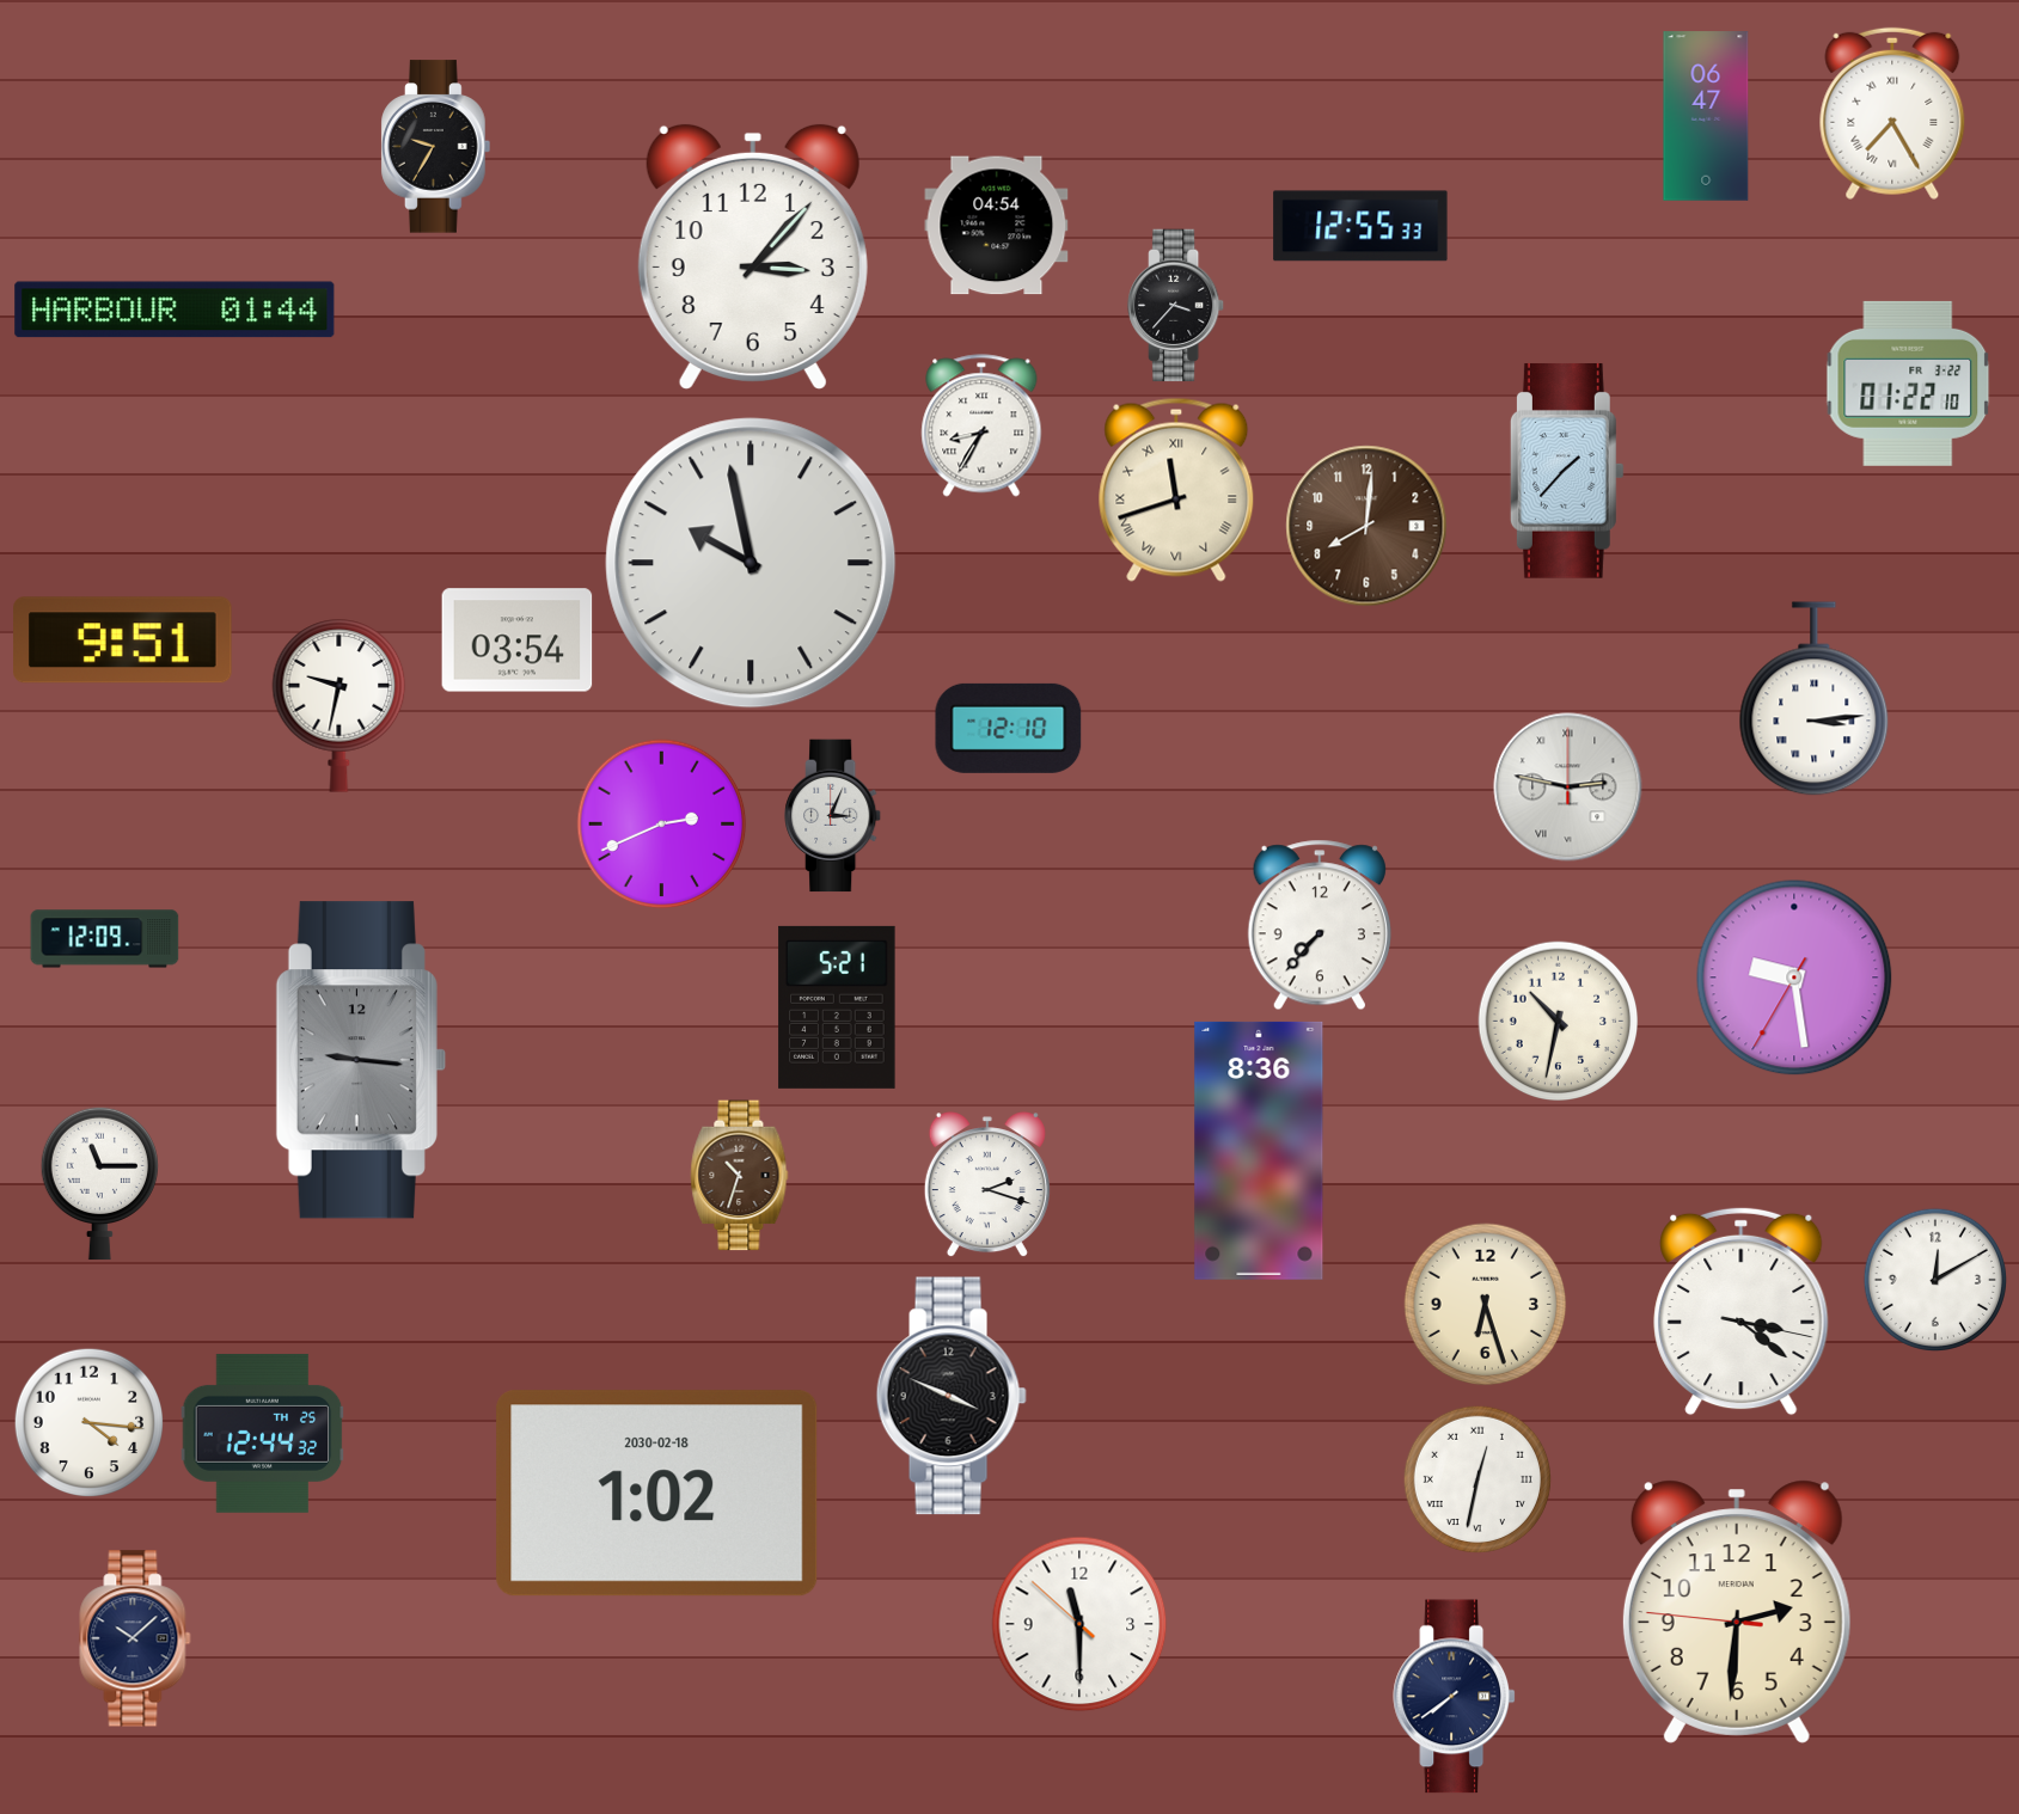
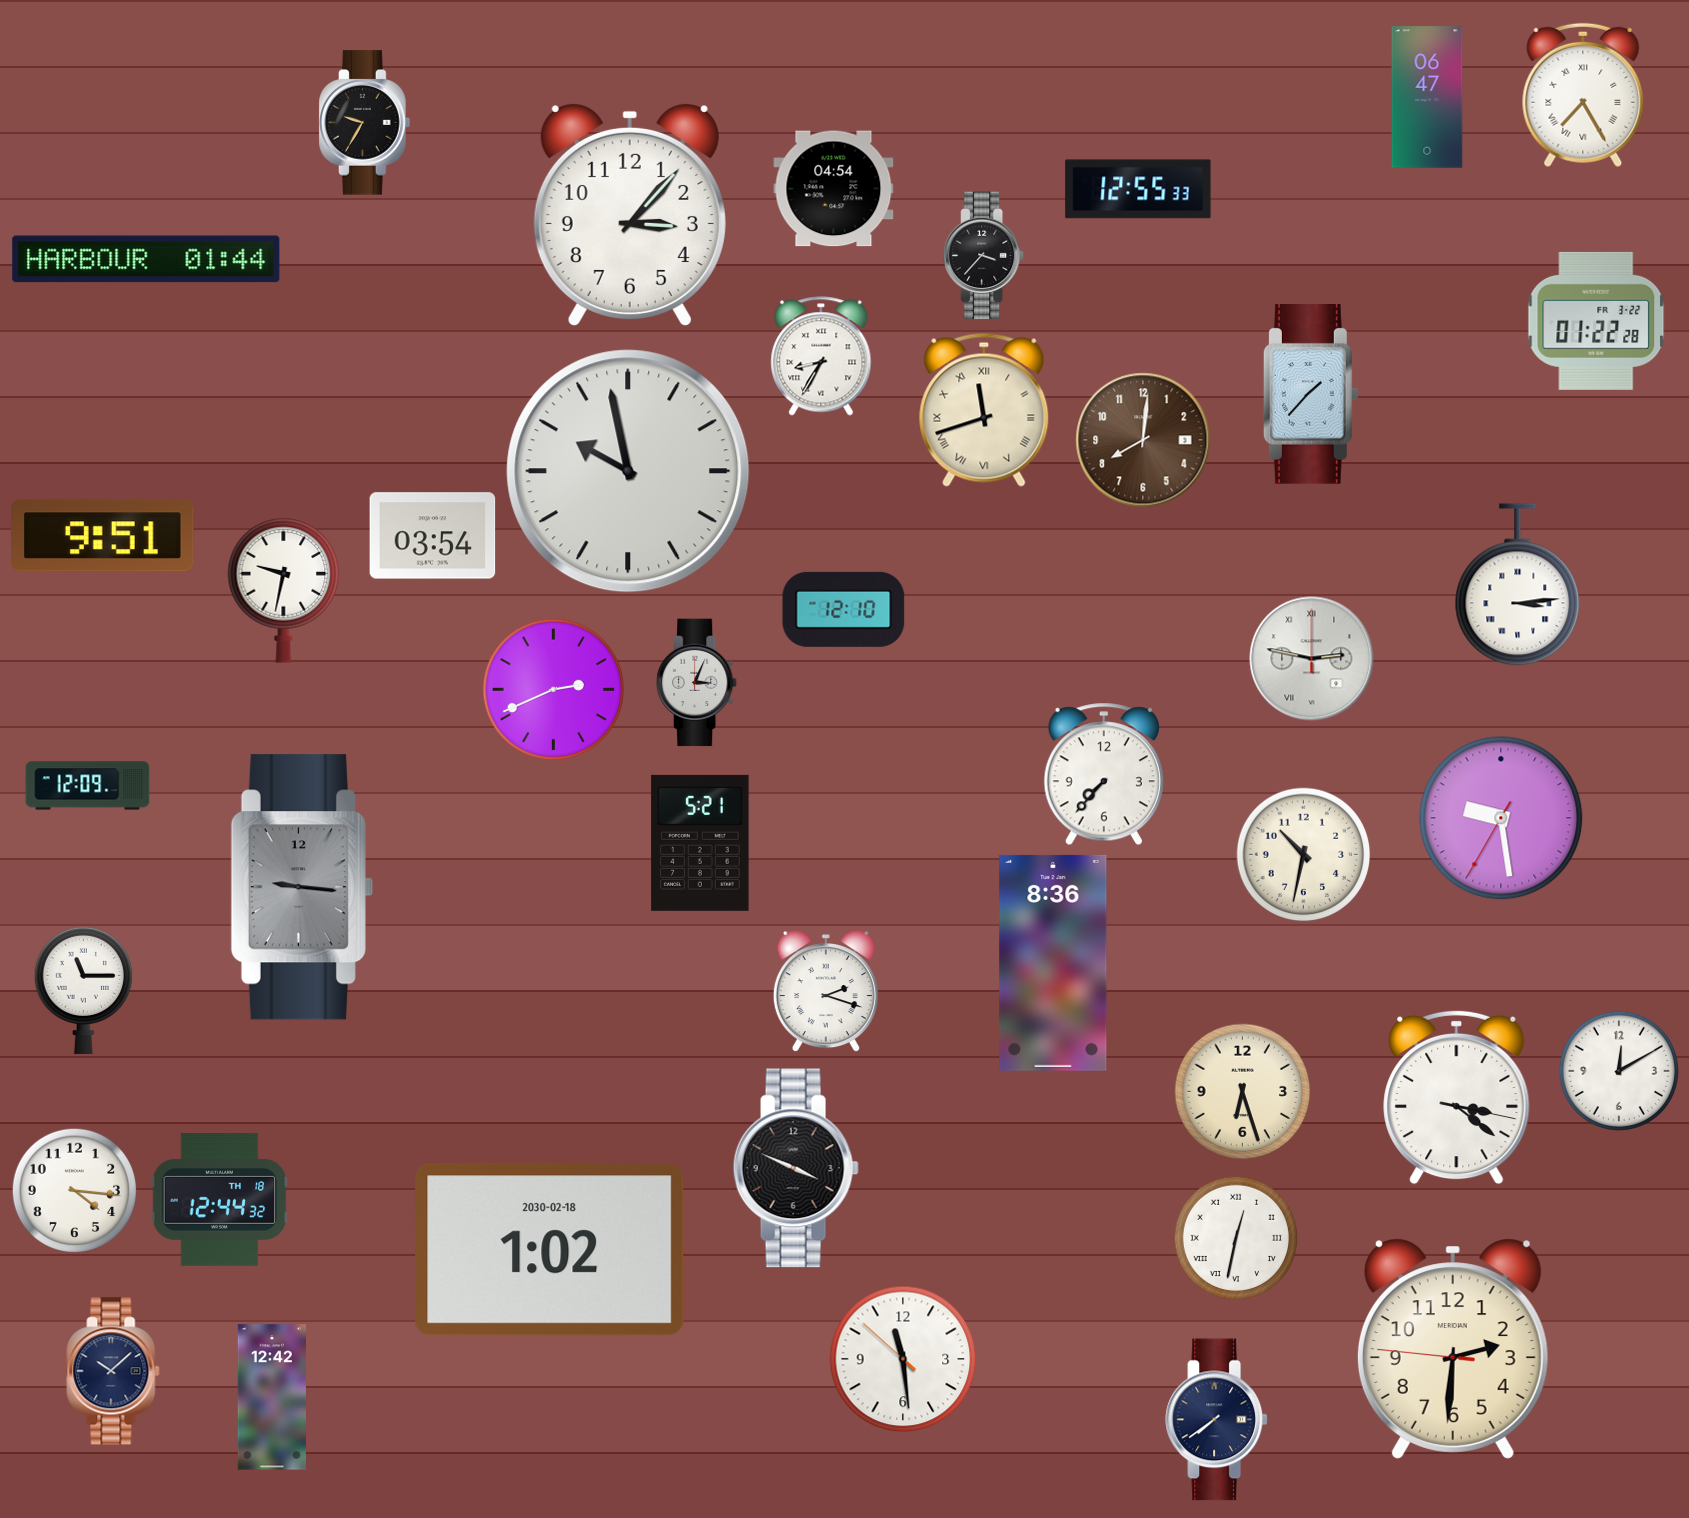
clock at (1908, 384): 01:22:10 -> 01:22:28
clock at (740, 1176): 10:33 -> none
clock at (263, 1433) date: TH 25 -> TH 18
clock at (1079, 1624): 11:29 -> 11:28
clock at (272, 1397): none -> 12:42
